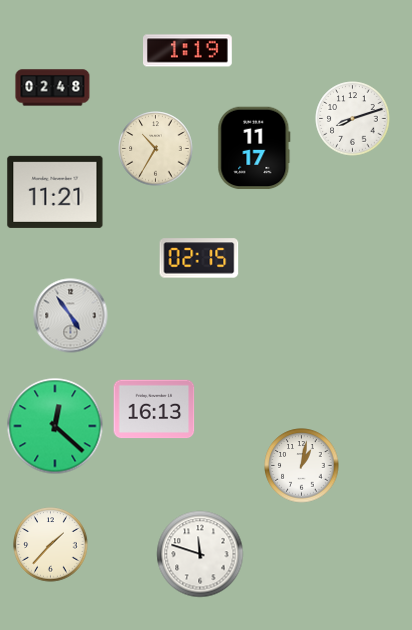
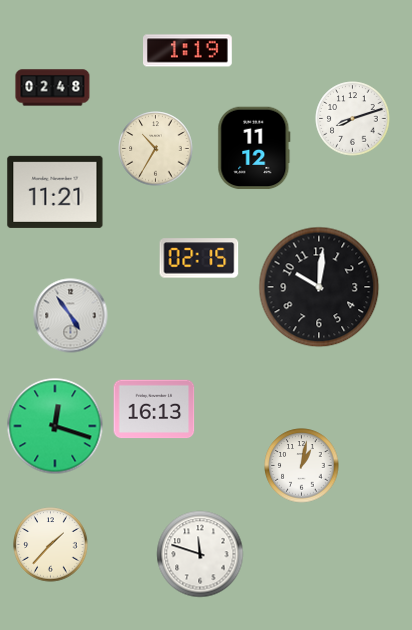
clock at (254, 148): 11:17 -> 11:12
clock at (319, 287): none -> 10:01
clock at (55, 426): 12:22 -> 12:18
